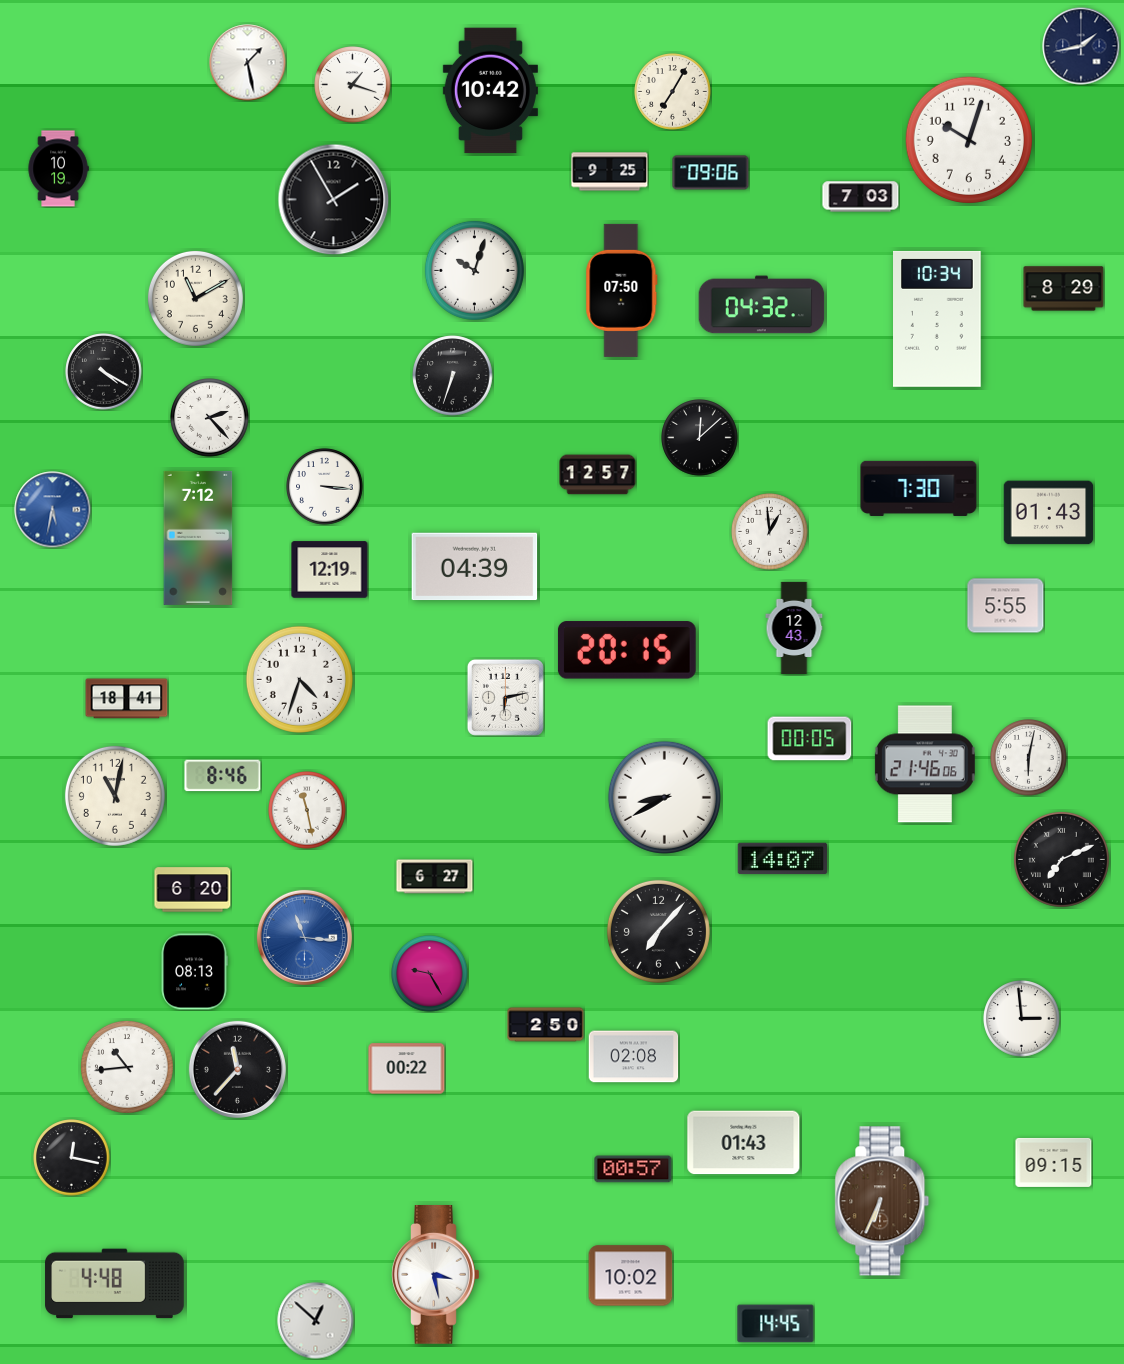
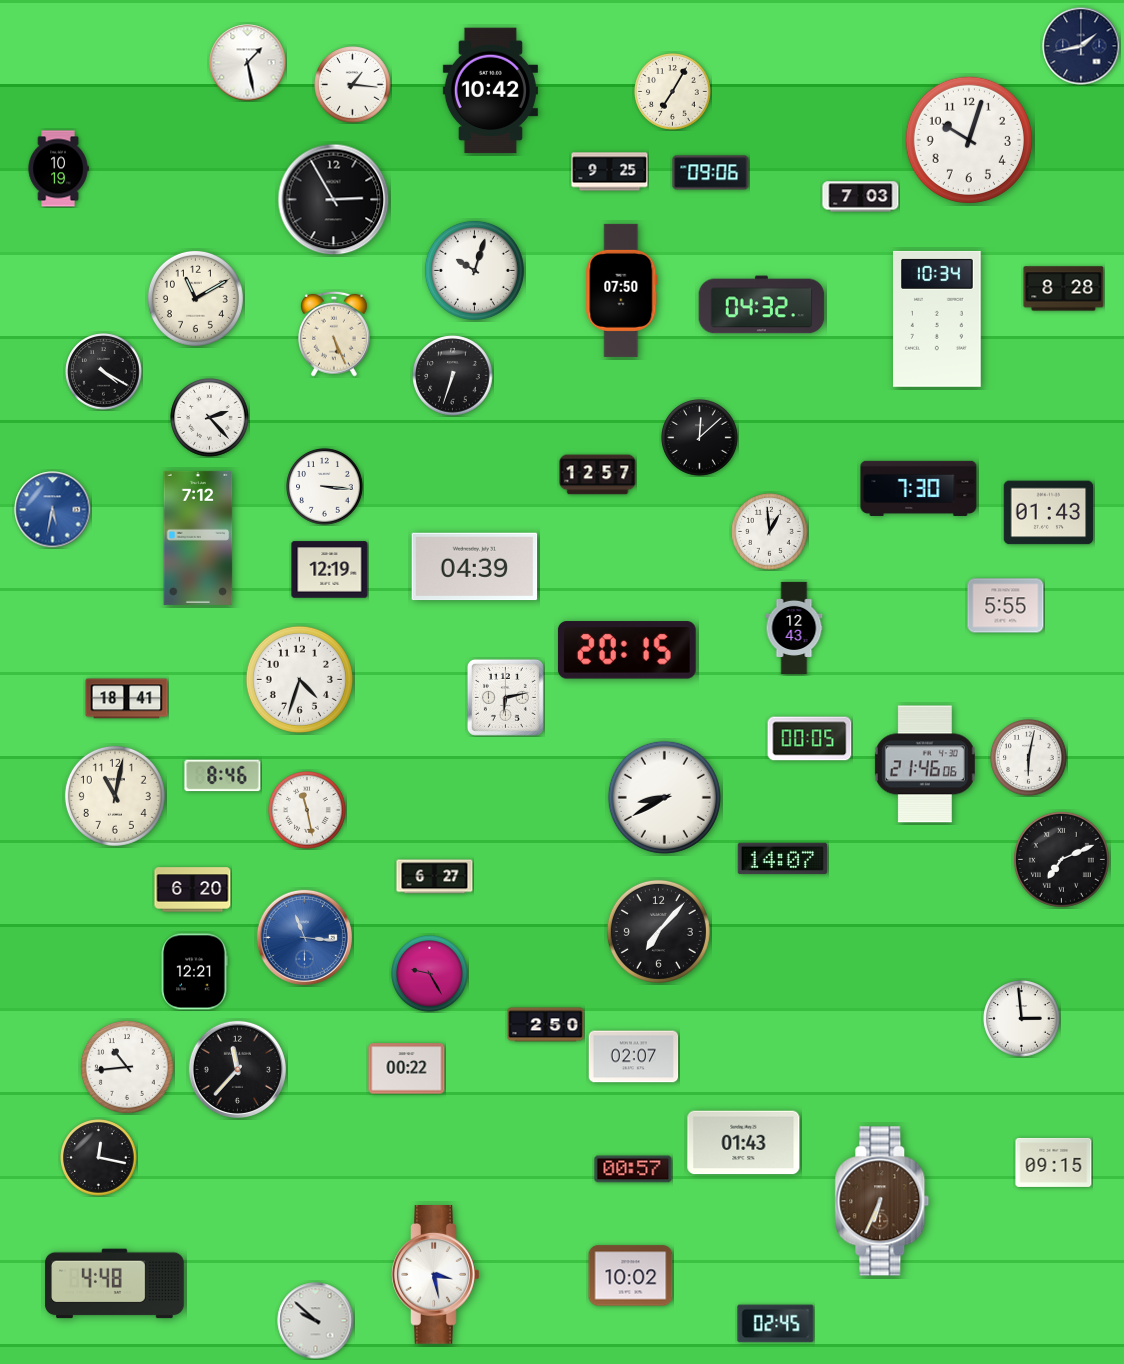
clock at (353, 85): 1:18 -> 1:16
clock at (334, 200): 1:55 -> 2:55
clock at (1064, 289): 8:29 -> 8:28
clock at (335, 334): none -> 5:26
clock at (194, 972): 08:13 -> 12:21
clock at (634, 1057): 02:08 -> 02:07
clock at (72, 1158) position: (72, 1158) -> (99, 1158)
clock at (316, 1321): 12:52 -> 9:52
clock at (776, 1324): 14:45 -> 02:45
